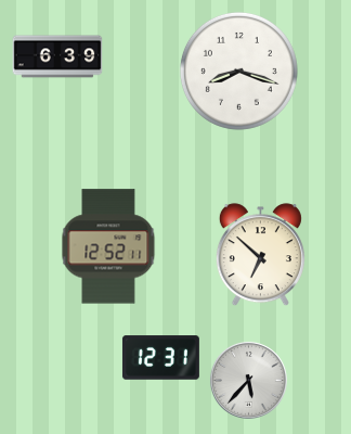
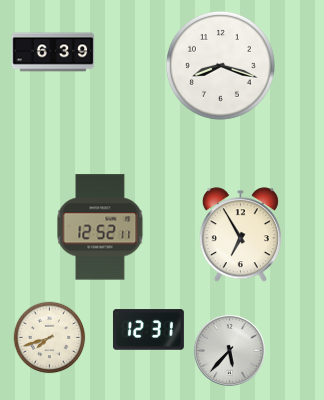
clock at (260, 255): 6:52 -> 6:55
clock at (50, 338): none -> 7:42
